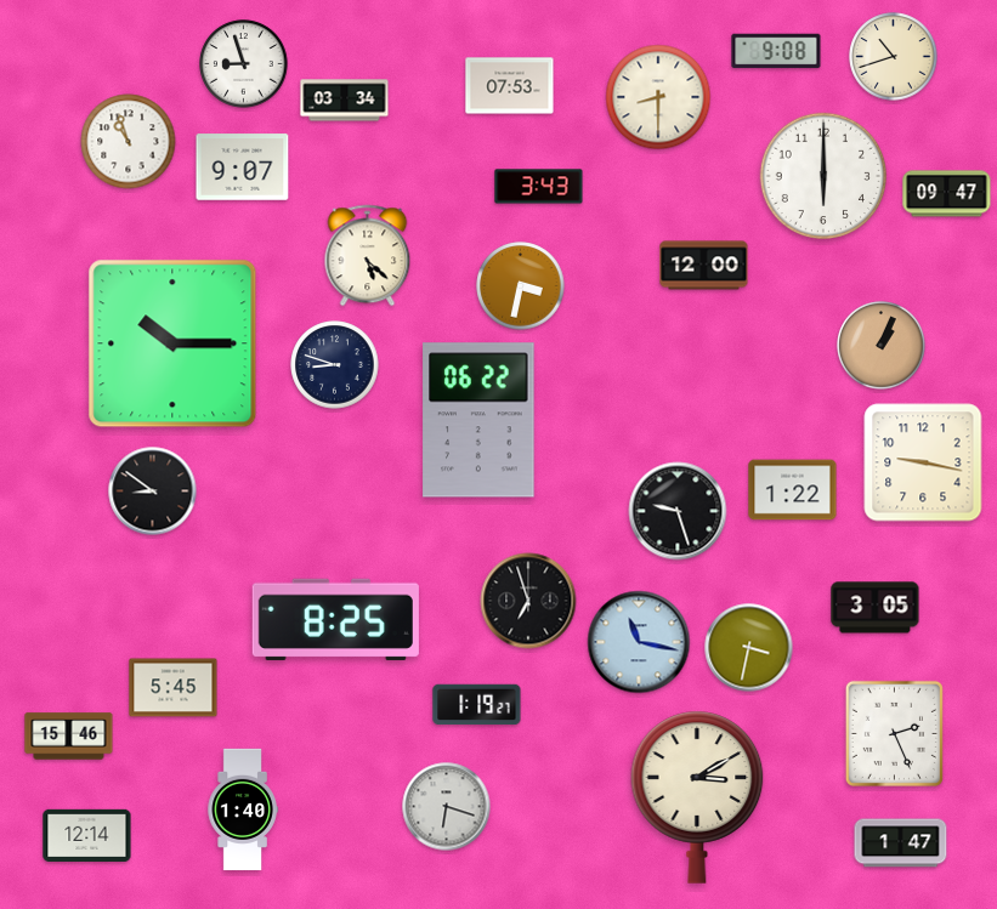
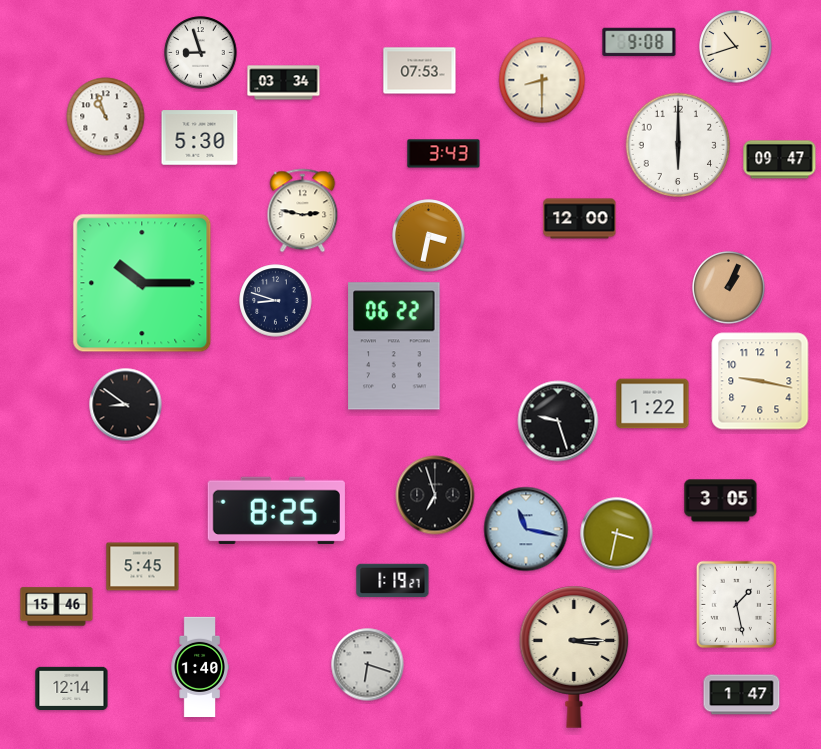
clock at (243, 167): 9:07 -> 5:30
clock at (368, 256): 5:22 -> 2:47
clock at (882, 346) position: (882, 346) -> (729, 288)
clock at (894, 733): 2:26 -> 1:28
clock at (697, 797): 3:10 -> 3:15
